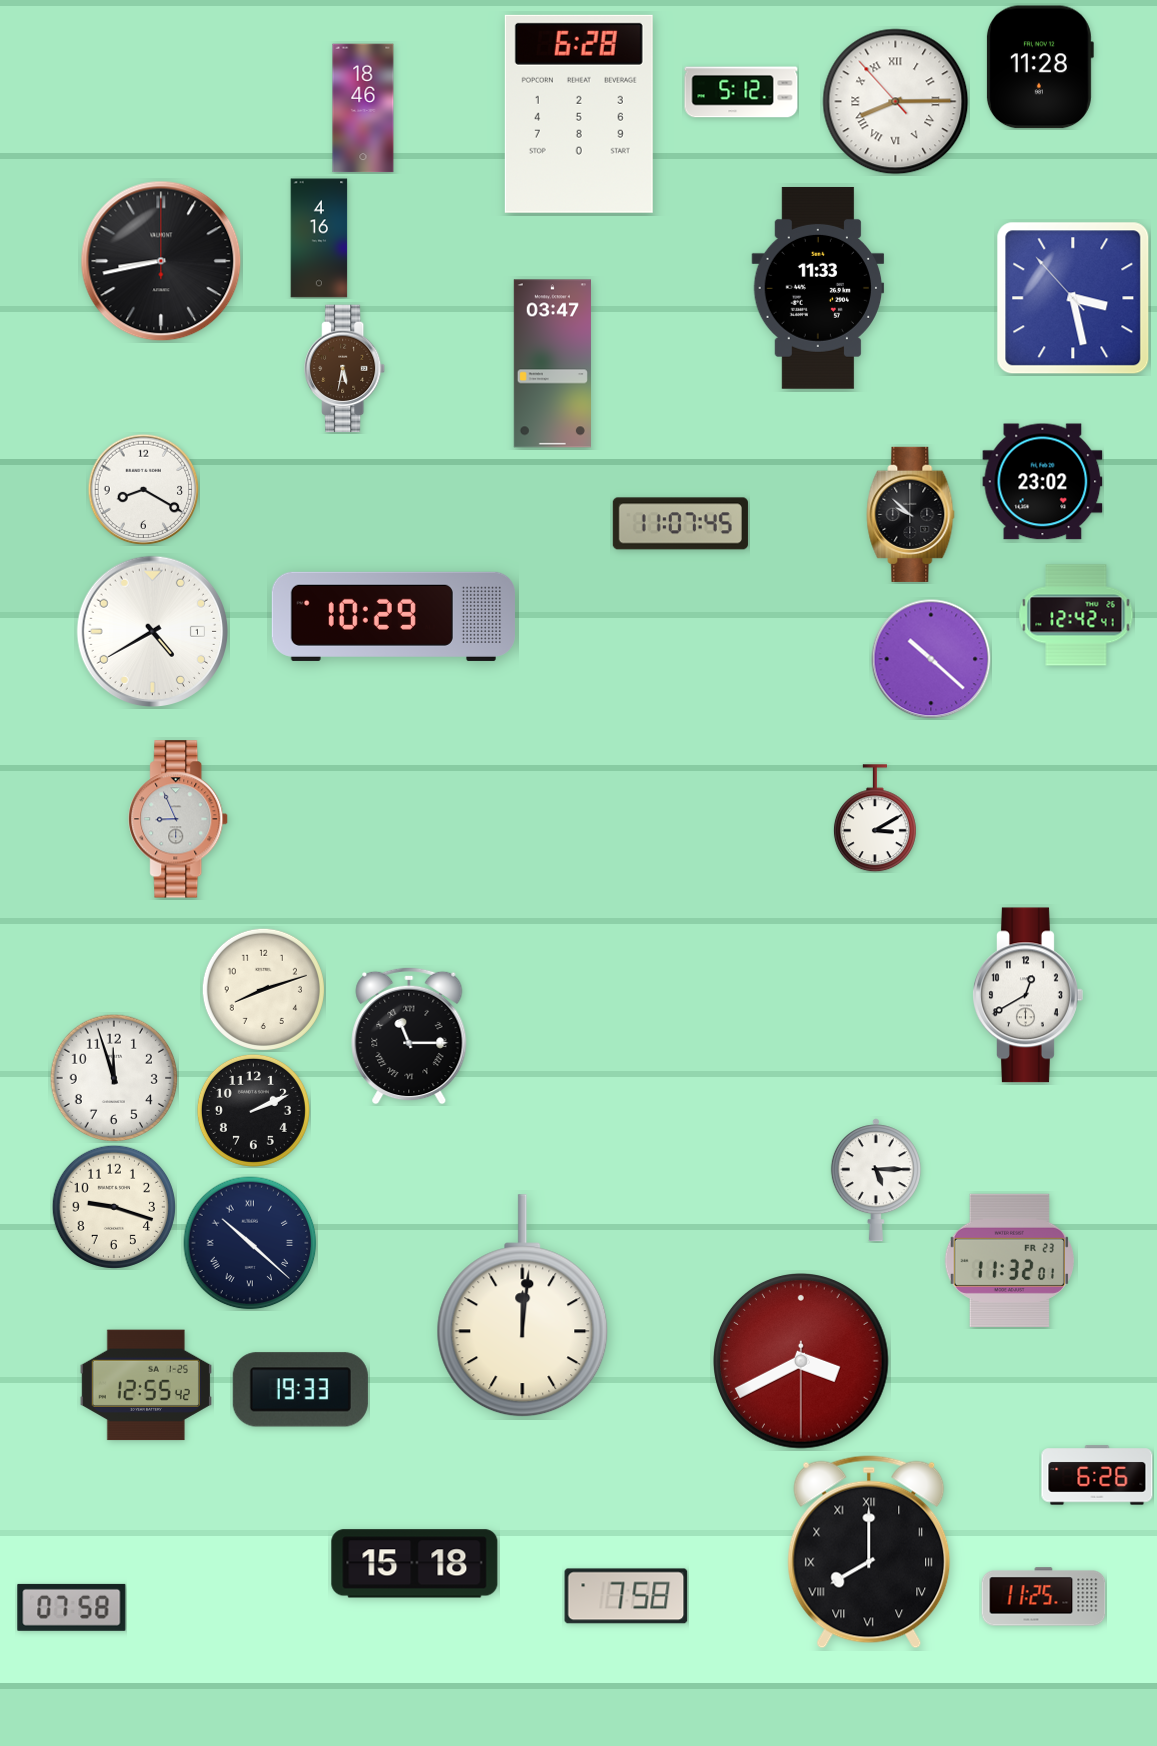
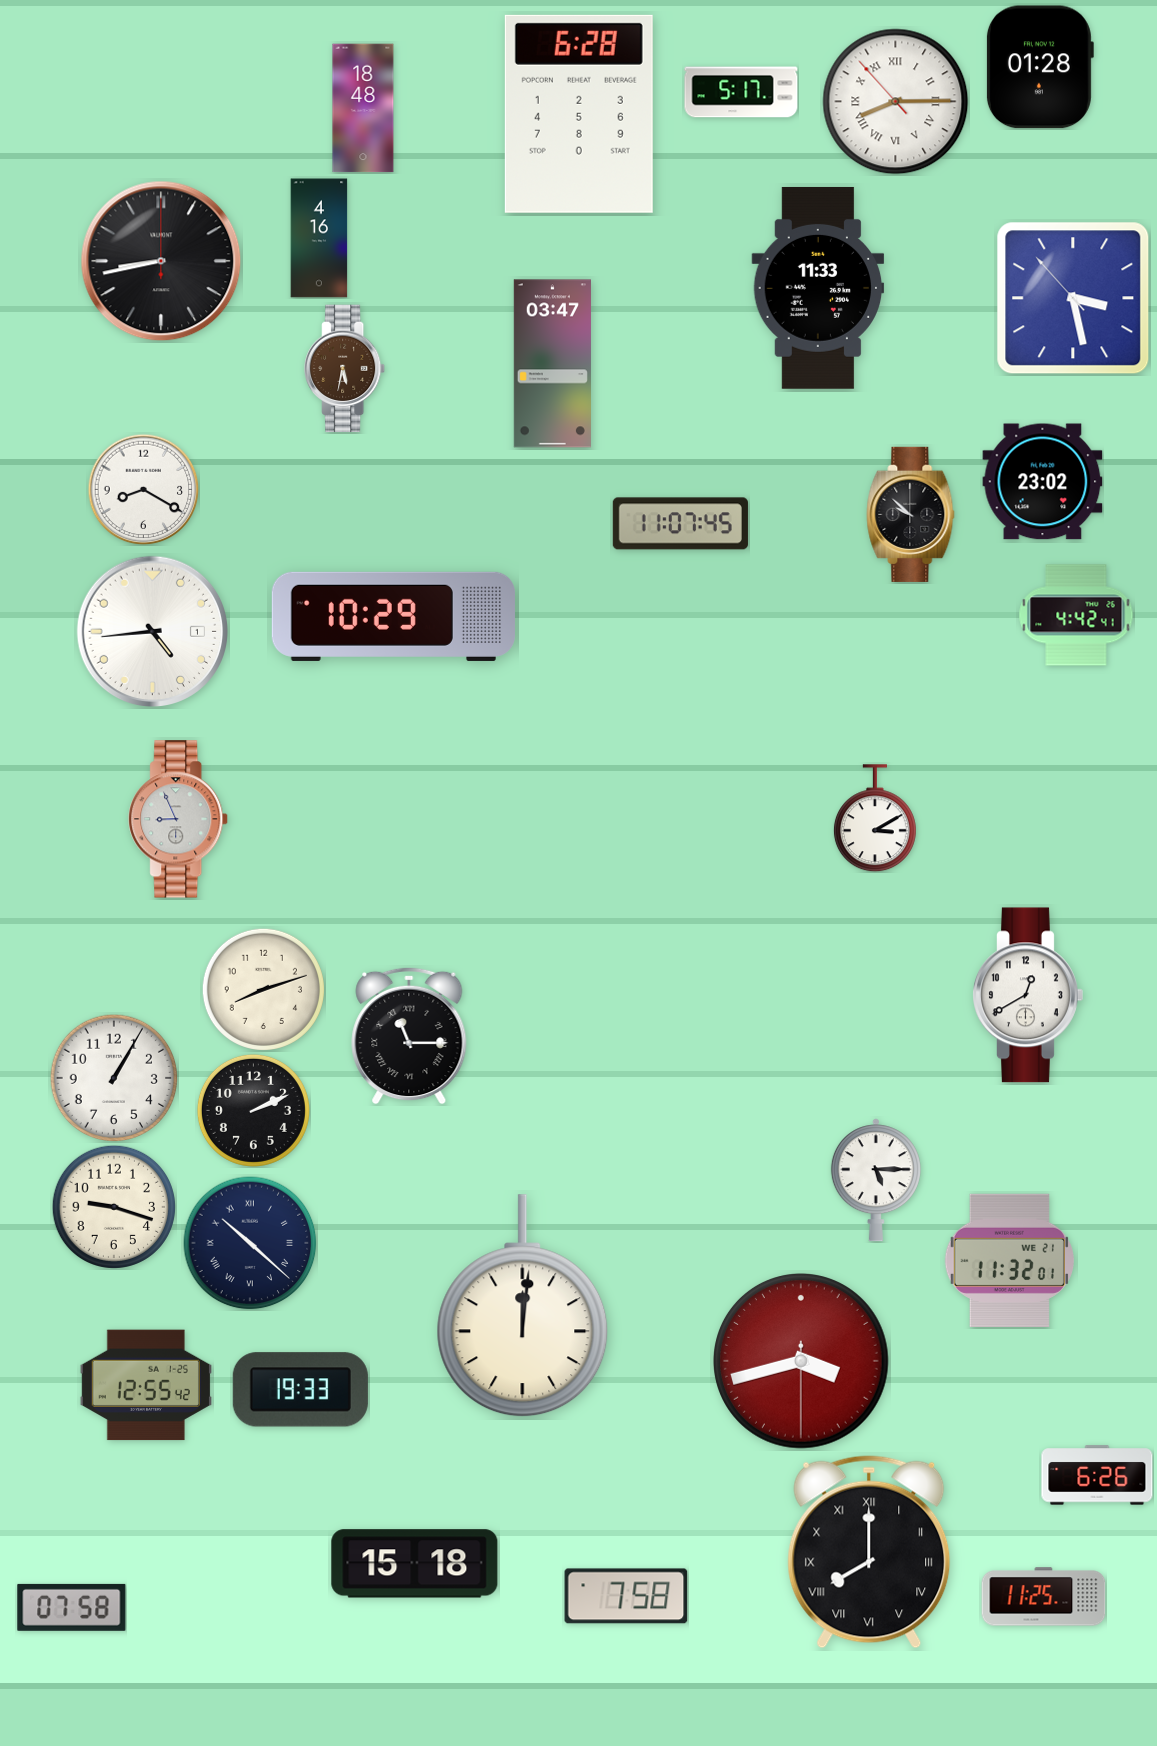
clock at (1039, 67): 11:28 -> 01:28
clock at (741, 92): 5:12 -> 5:17
clock at (363, 108): 18:46 -> 18:48
clock at (1076, 615): 12:42 -> 4:42
clock at (152, 631): 4:40 -> 4:44
clock at (931, 659): 10:22 -> none
clock at (114, 1078): 11:57 -> 1:05
clock at (1009, 1260) date: FR 23 -> WE 21
clock at (802, 1362): 3:40 -> 3:42
